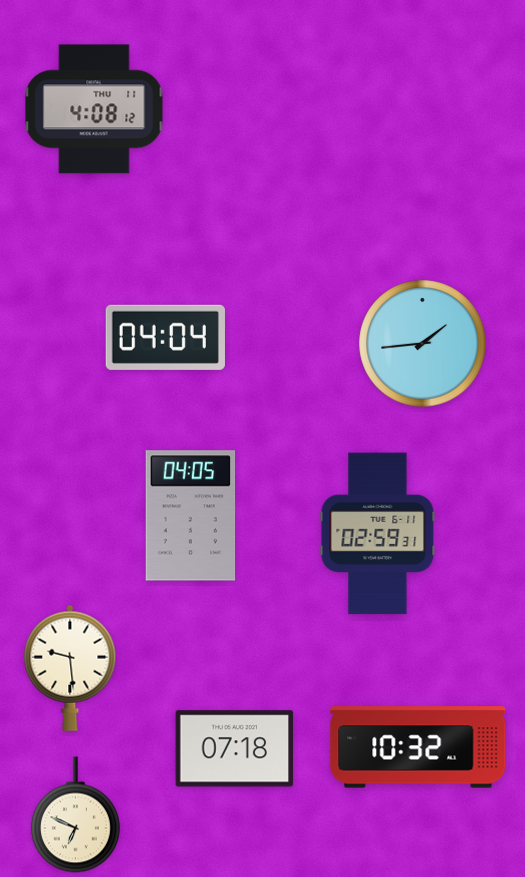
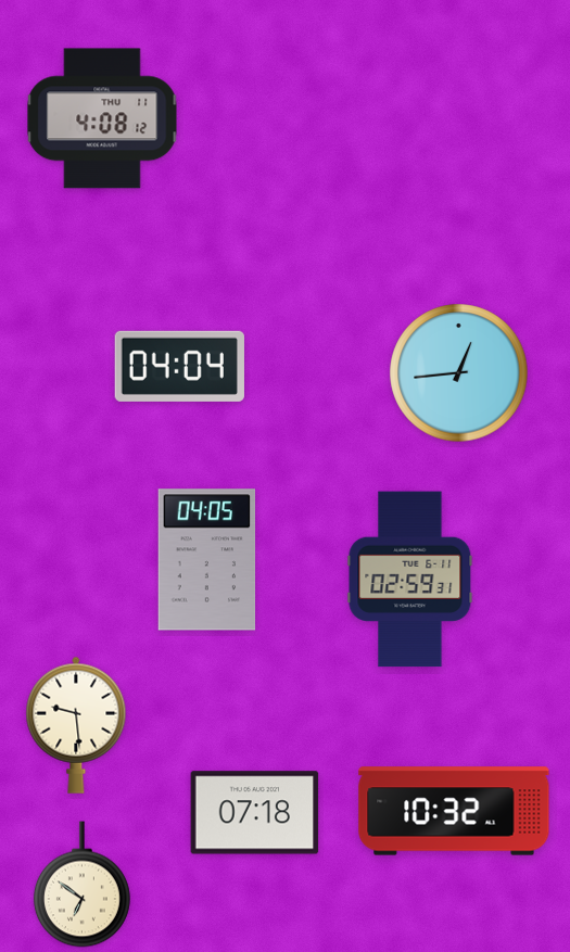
clock at (423, 344): 1:44 -> 12:44
clock at (75, 815): 6:49 -> 6:51
